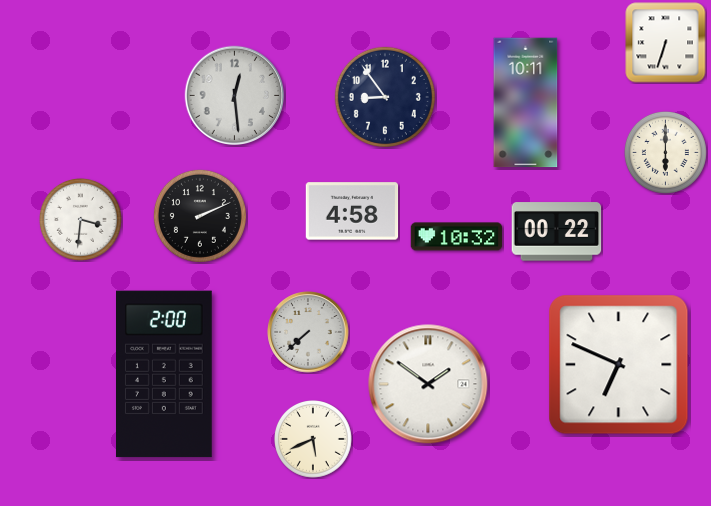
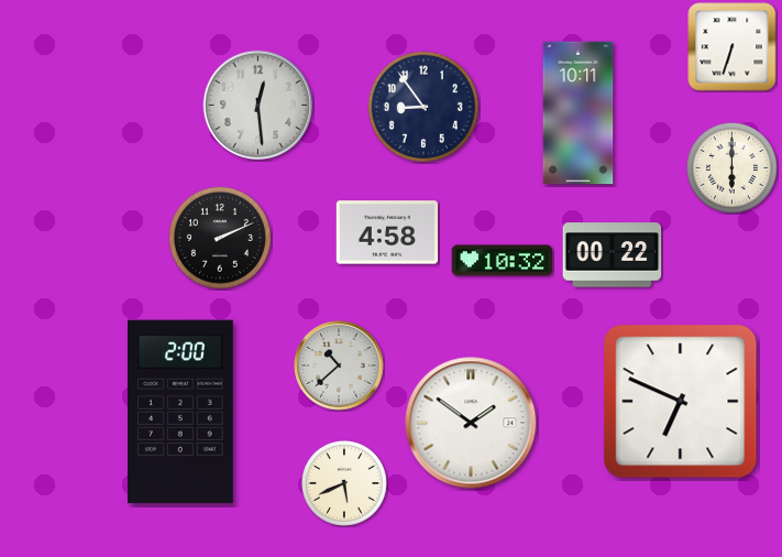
clock at (80, 219): 3:31 -> none
clock at (308, 332): 7:38 -> 10:38
